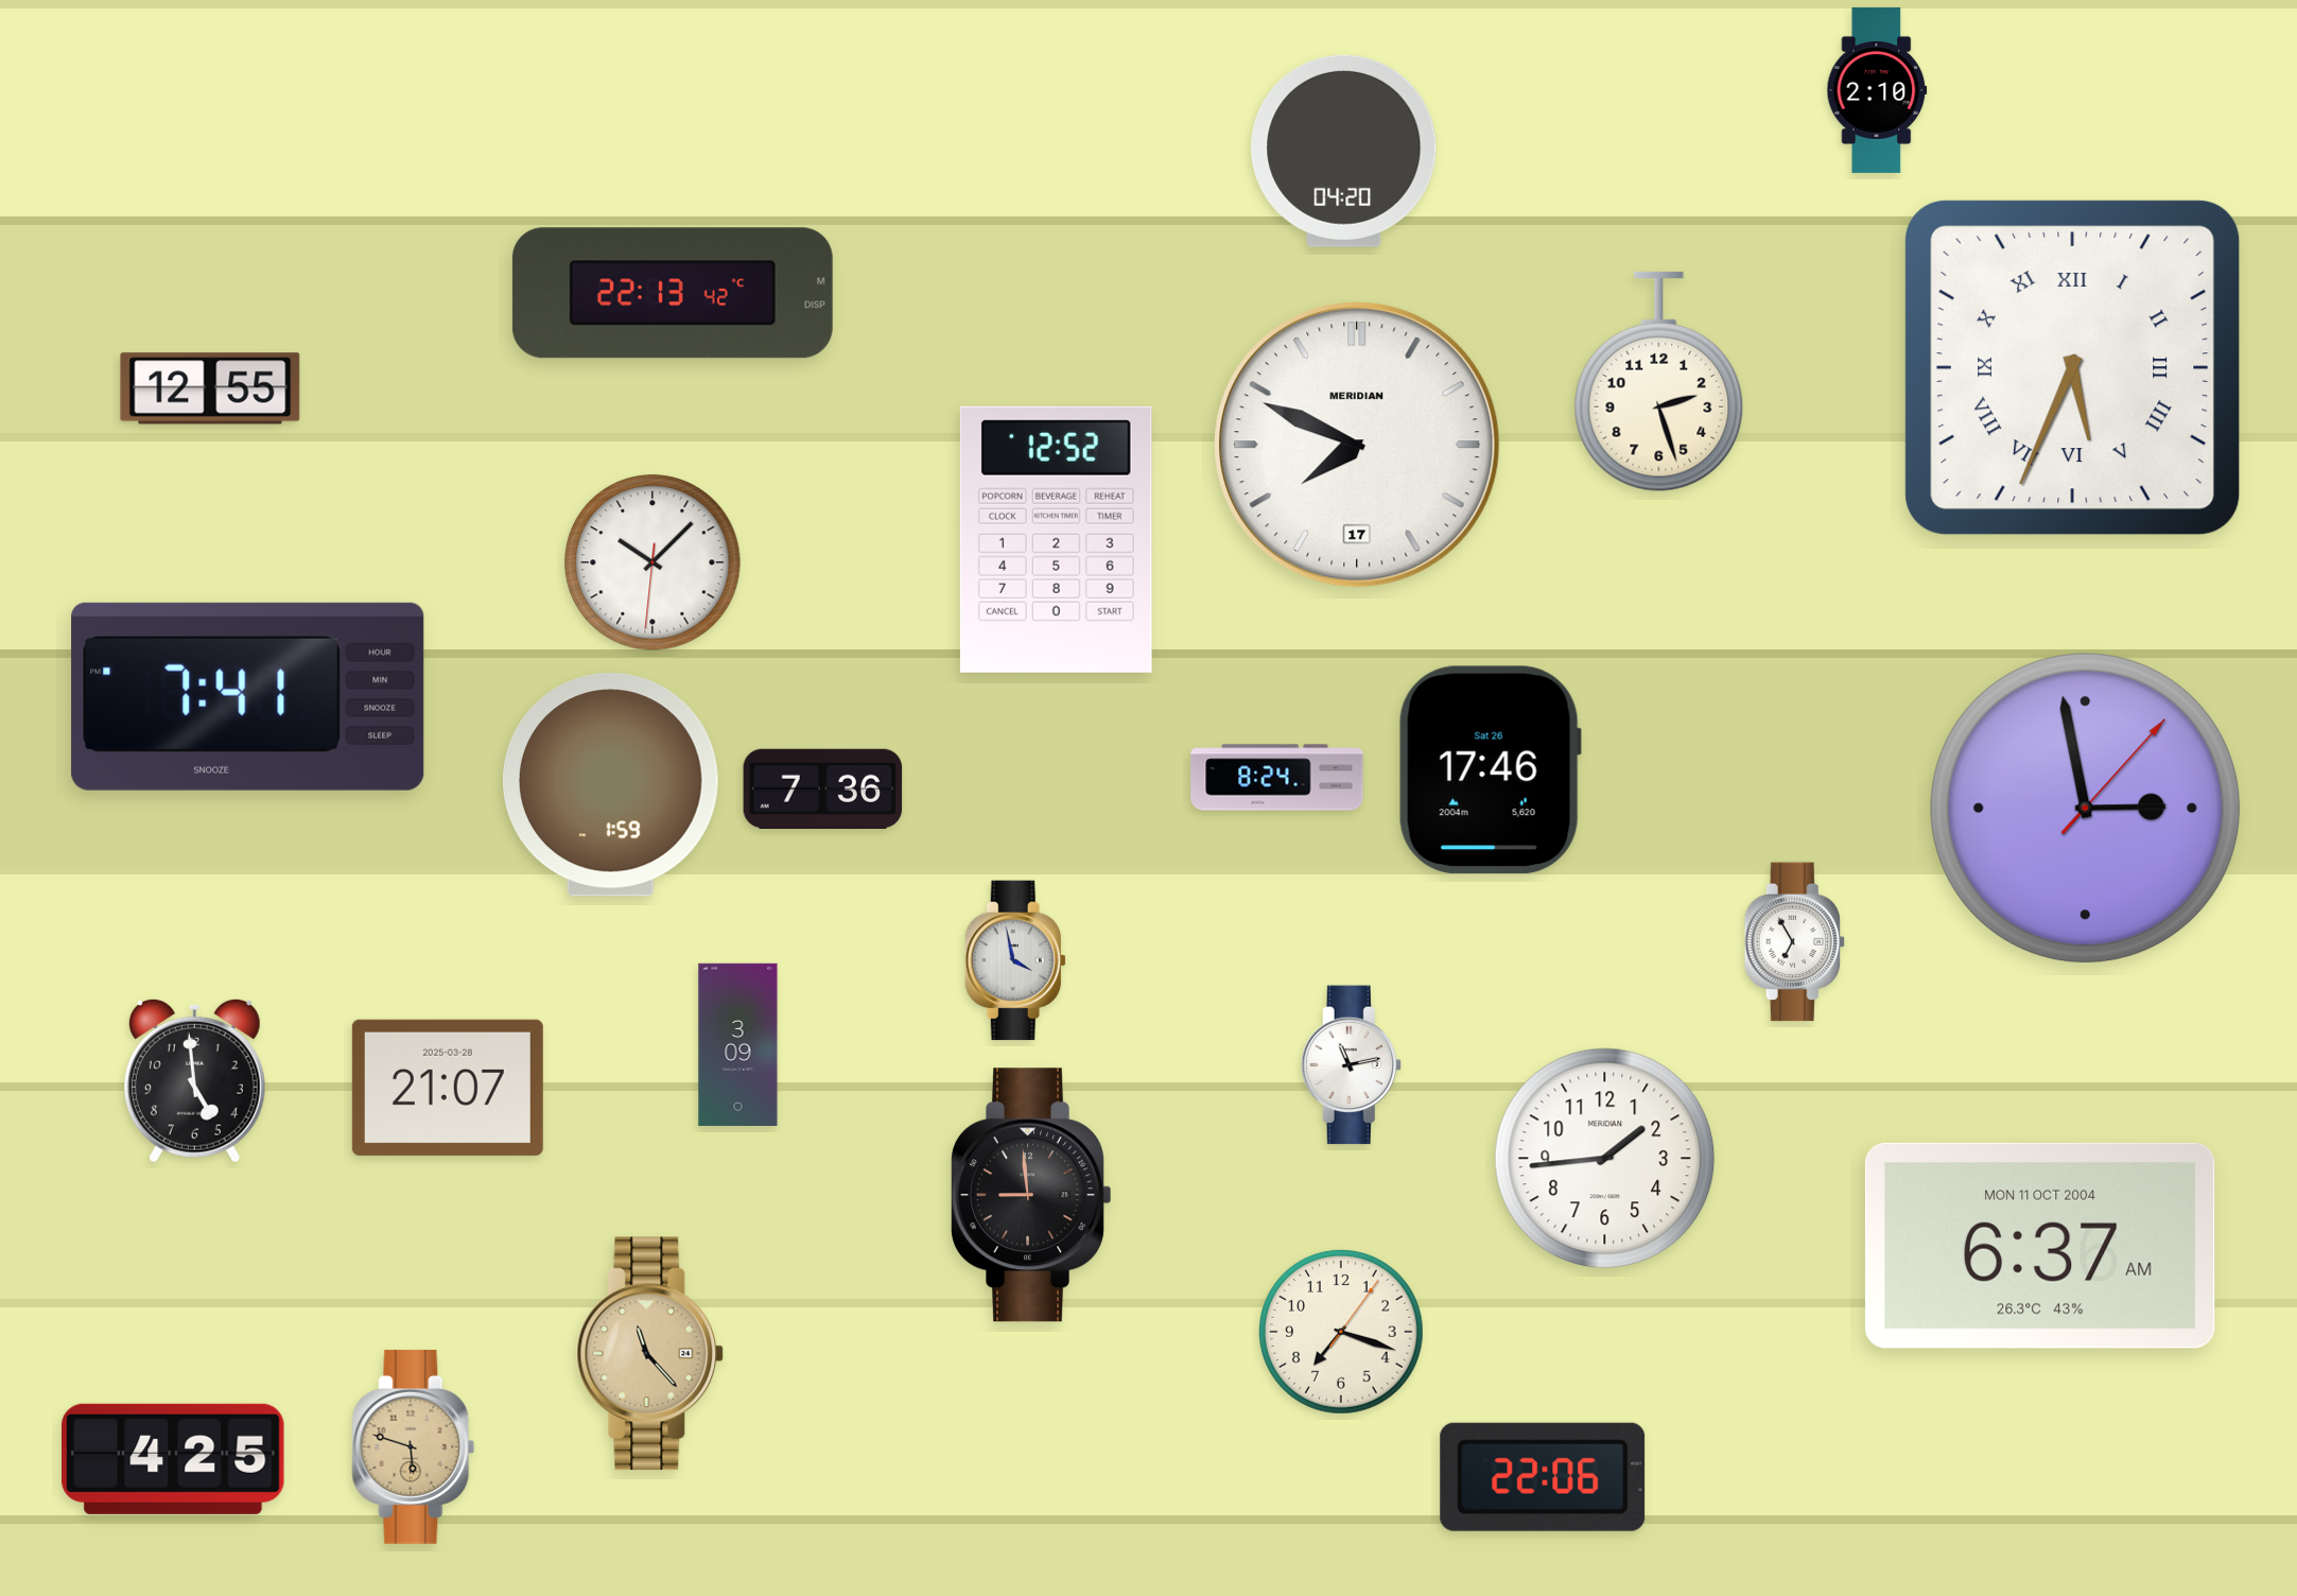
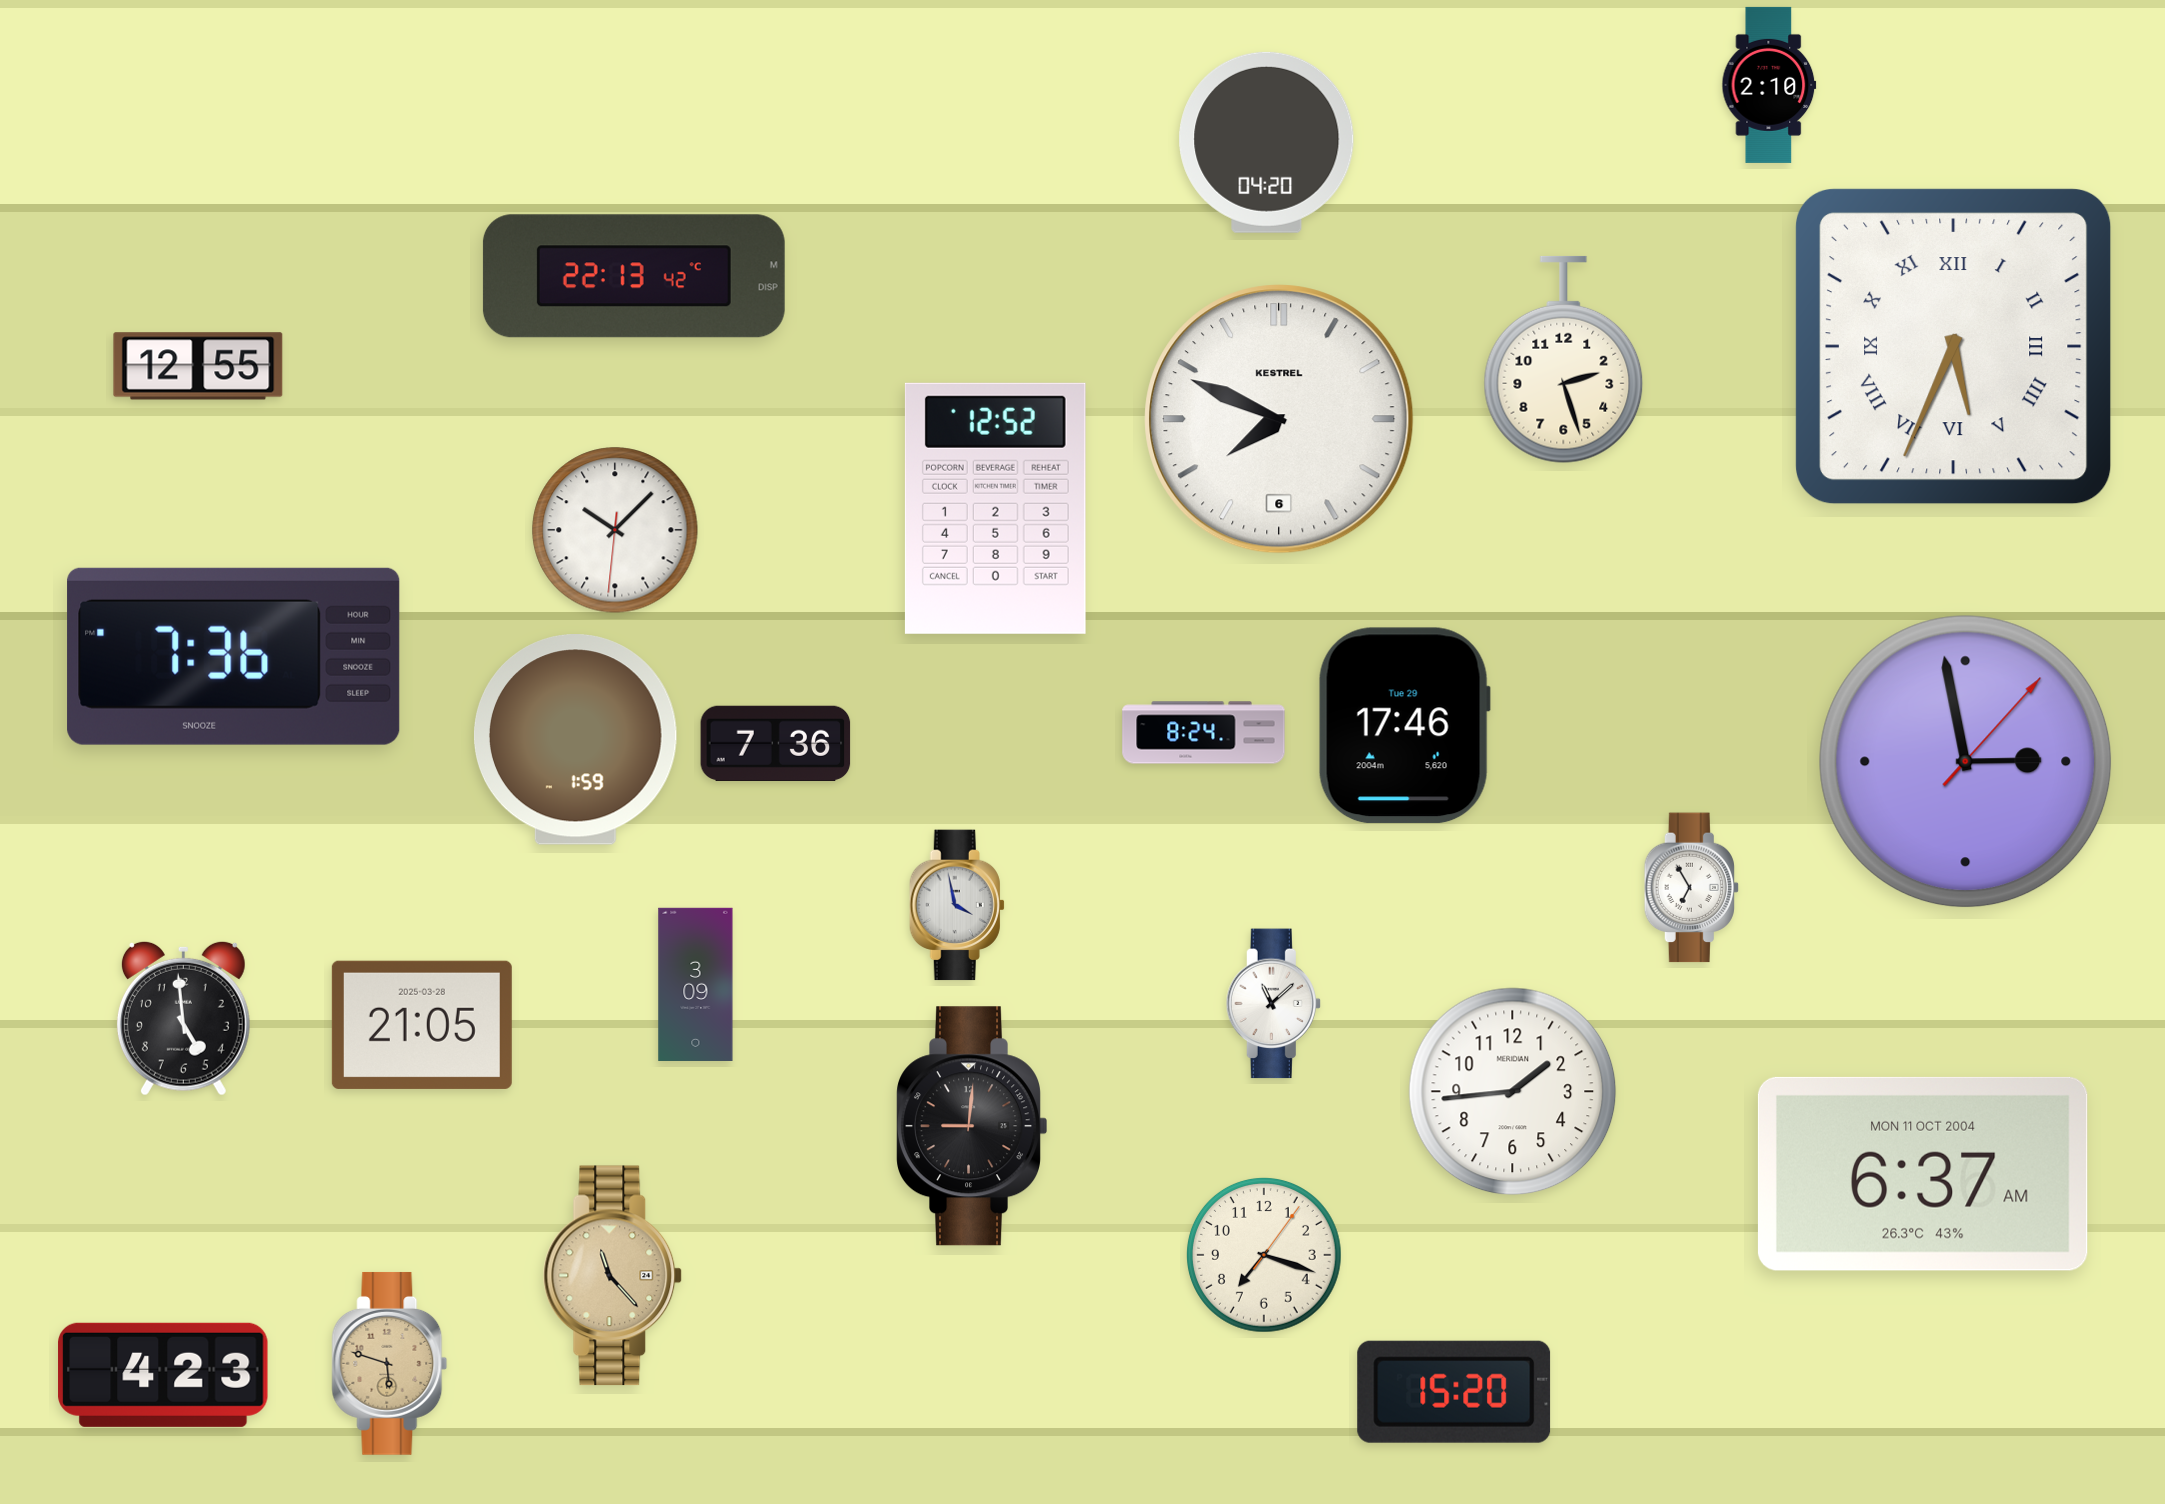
clock at (1357, 445) date: 17 -> 6
clock at (1357, 445) brand: MERIDIAN -> KESTREL
clock at (248, 696): 7:41 -> 7:36
clock at (1490, 770) date: Sat 26 -> Tue 29
clock at (1351, 1065): 11:13 -> 11:08
clock at (448, 1088): 21:07 -> 21:05
clock at (1031, 1195): 8:59 -> 9:01
clock at (173, 1459): 4:25 -> 4:23
clock at (1543, 1477): 22:06 -> 15:20
